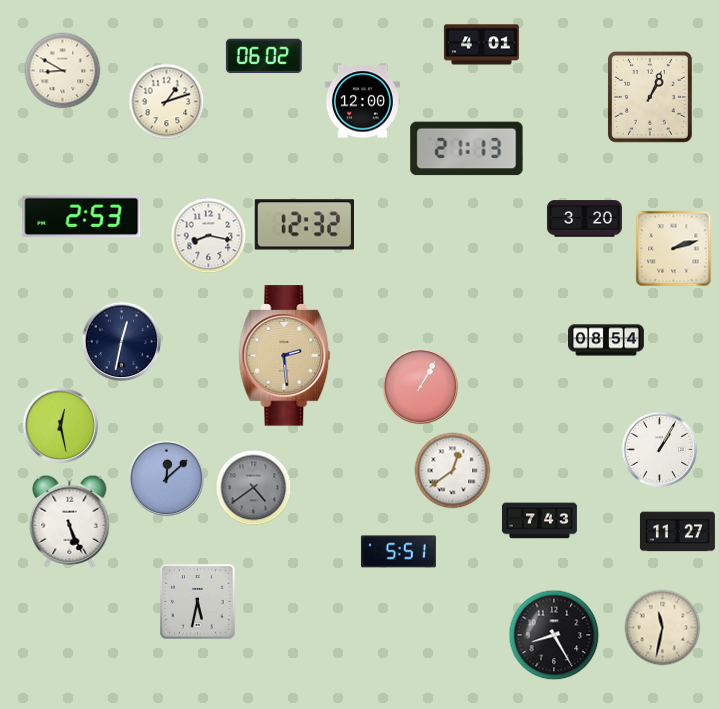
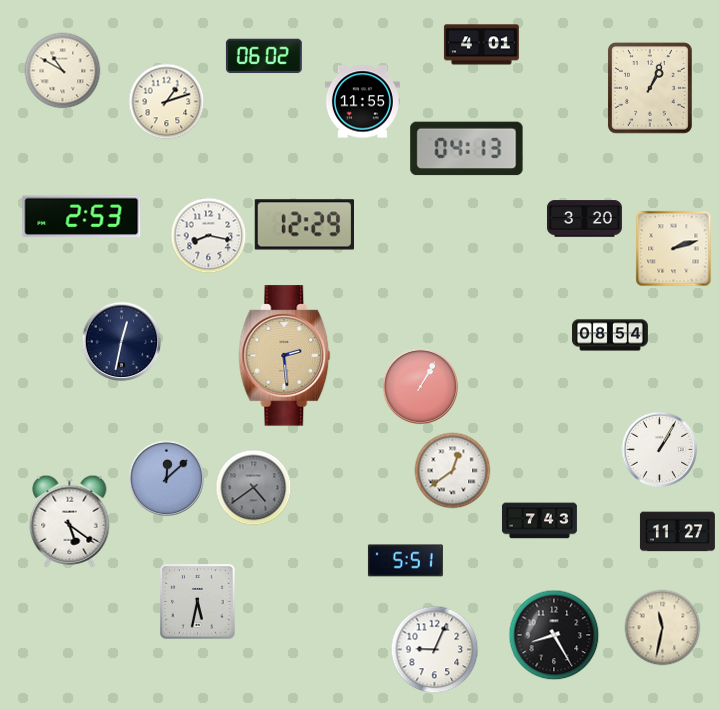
clock at (63, 71): 8:50 -> 10:50
clock at (650, 97) position: (650, 97) -> (650, 88)
clock at (362, 102): 12:00 -> 11:55
clock at (467, 149): 21:13 -> 04:13
clock at (304, 225): 12:32 -> 12:29
clock at (607, 340) position: (607, 340) -> (611, 335)
clock at (61, 426): 12:28 -> none
clock at (70, 521): 5:26 -> 5:21
clock at (398, 552) position: (398, 552) -> (405, 561)
clock at (435, 650): none -> 9:04
